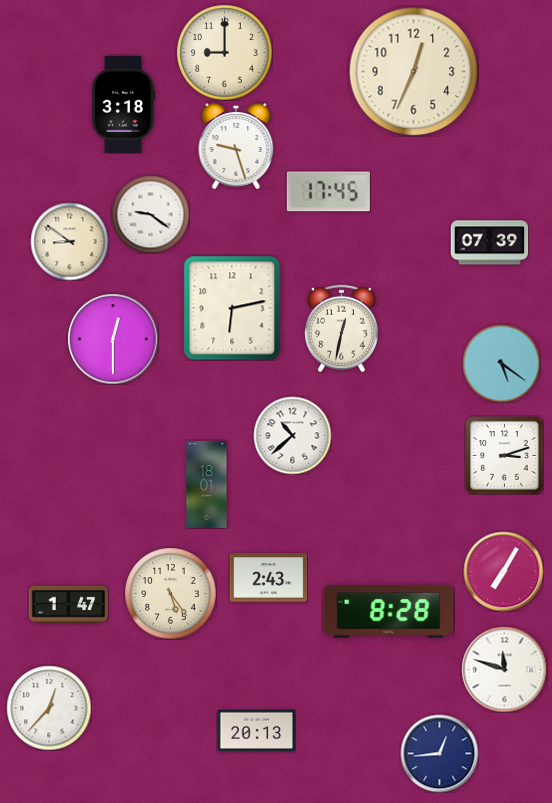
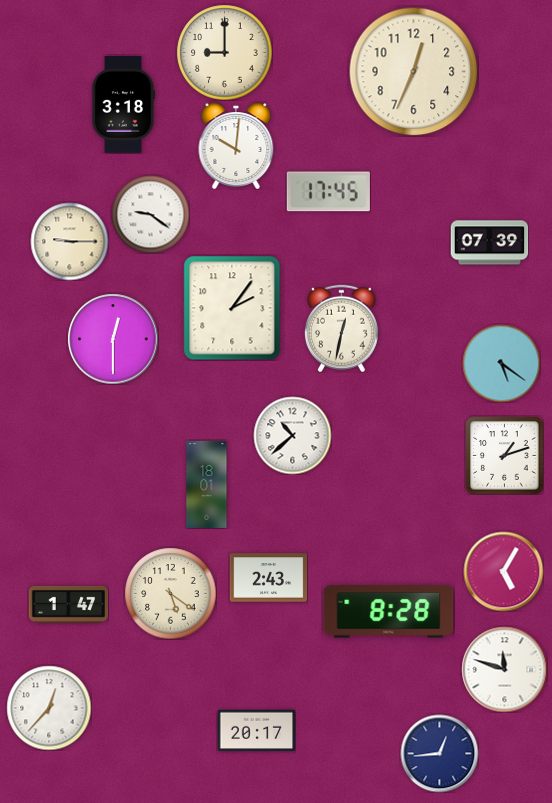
clock at (236, 146): 9:27 -> 10:01
clock at (69, 241): 8:51 -> 9:15
clock at (232, 308): 6:13 -> 2:06
clock at (504, 455): 3:12 -> 1:12
clock at (503, 571): 7:05 -> 5:05
clock at (170, 593): 5:24 -> 5:21
clock at (256, 731): 20:13 -> 20:17
